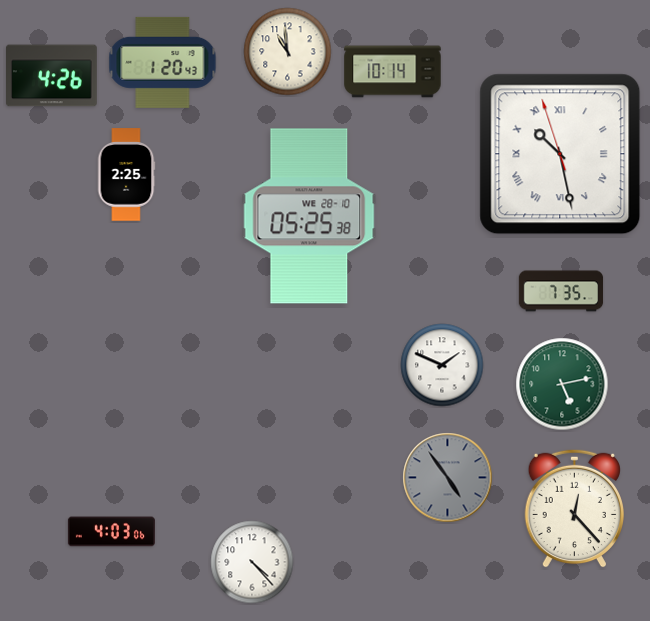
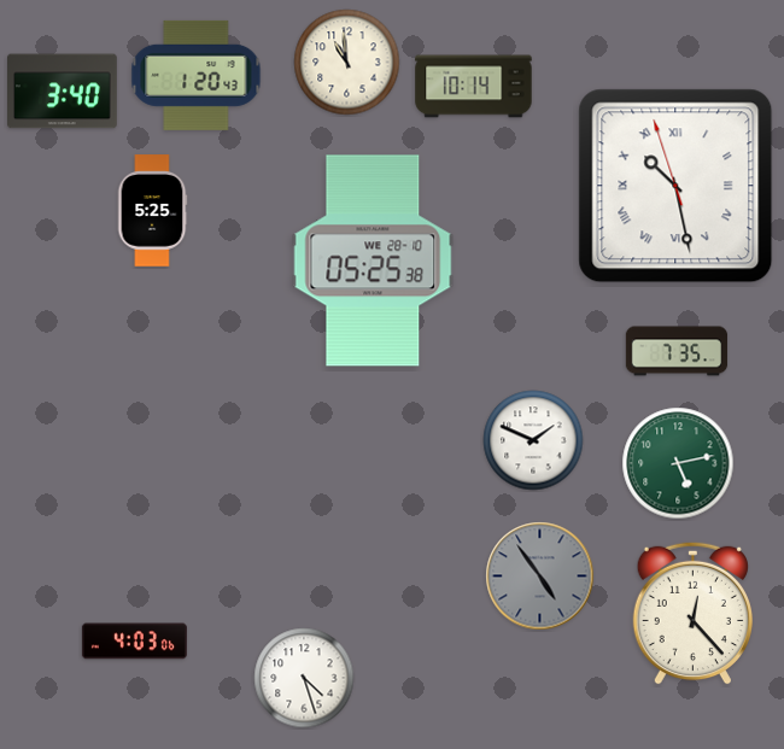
clock at (52, 76): 4:26 -> 3:40
clock at (126, 175): 2:25 -> 5:25
clock at (252, 562): 4:23 -> 4:27
